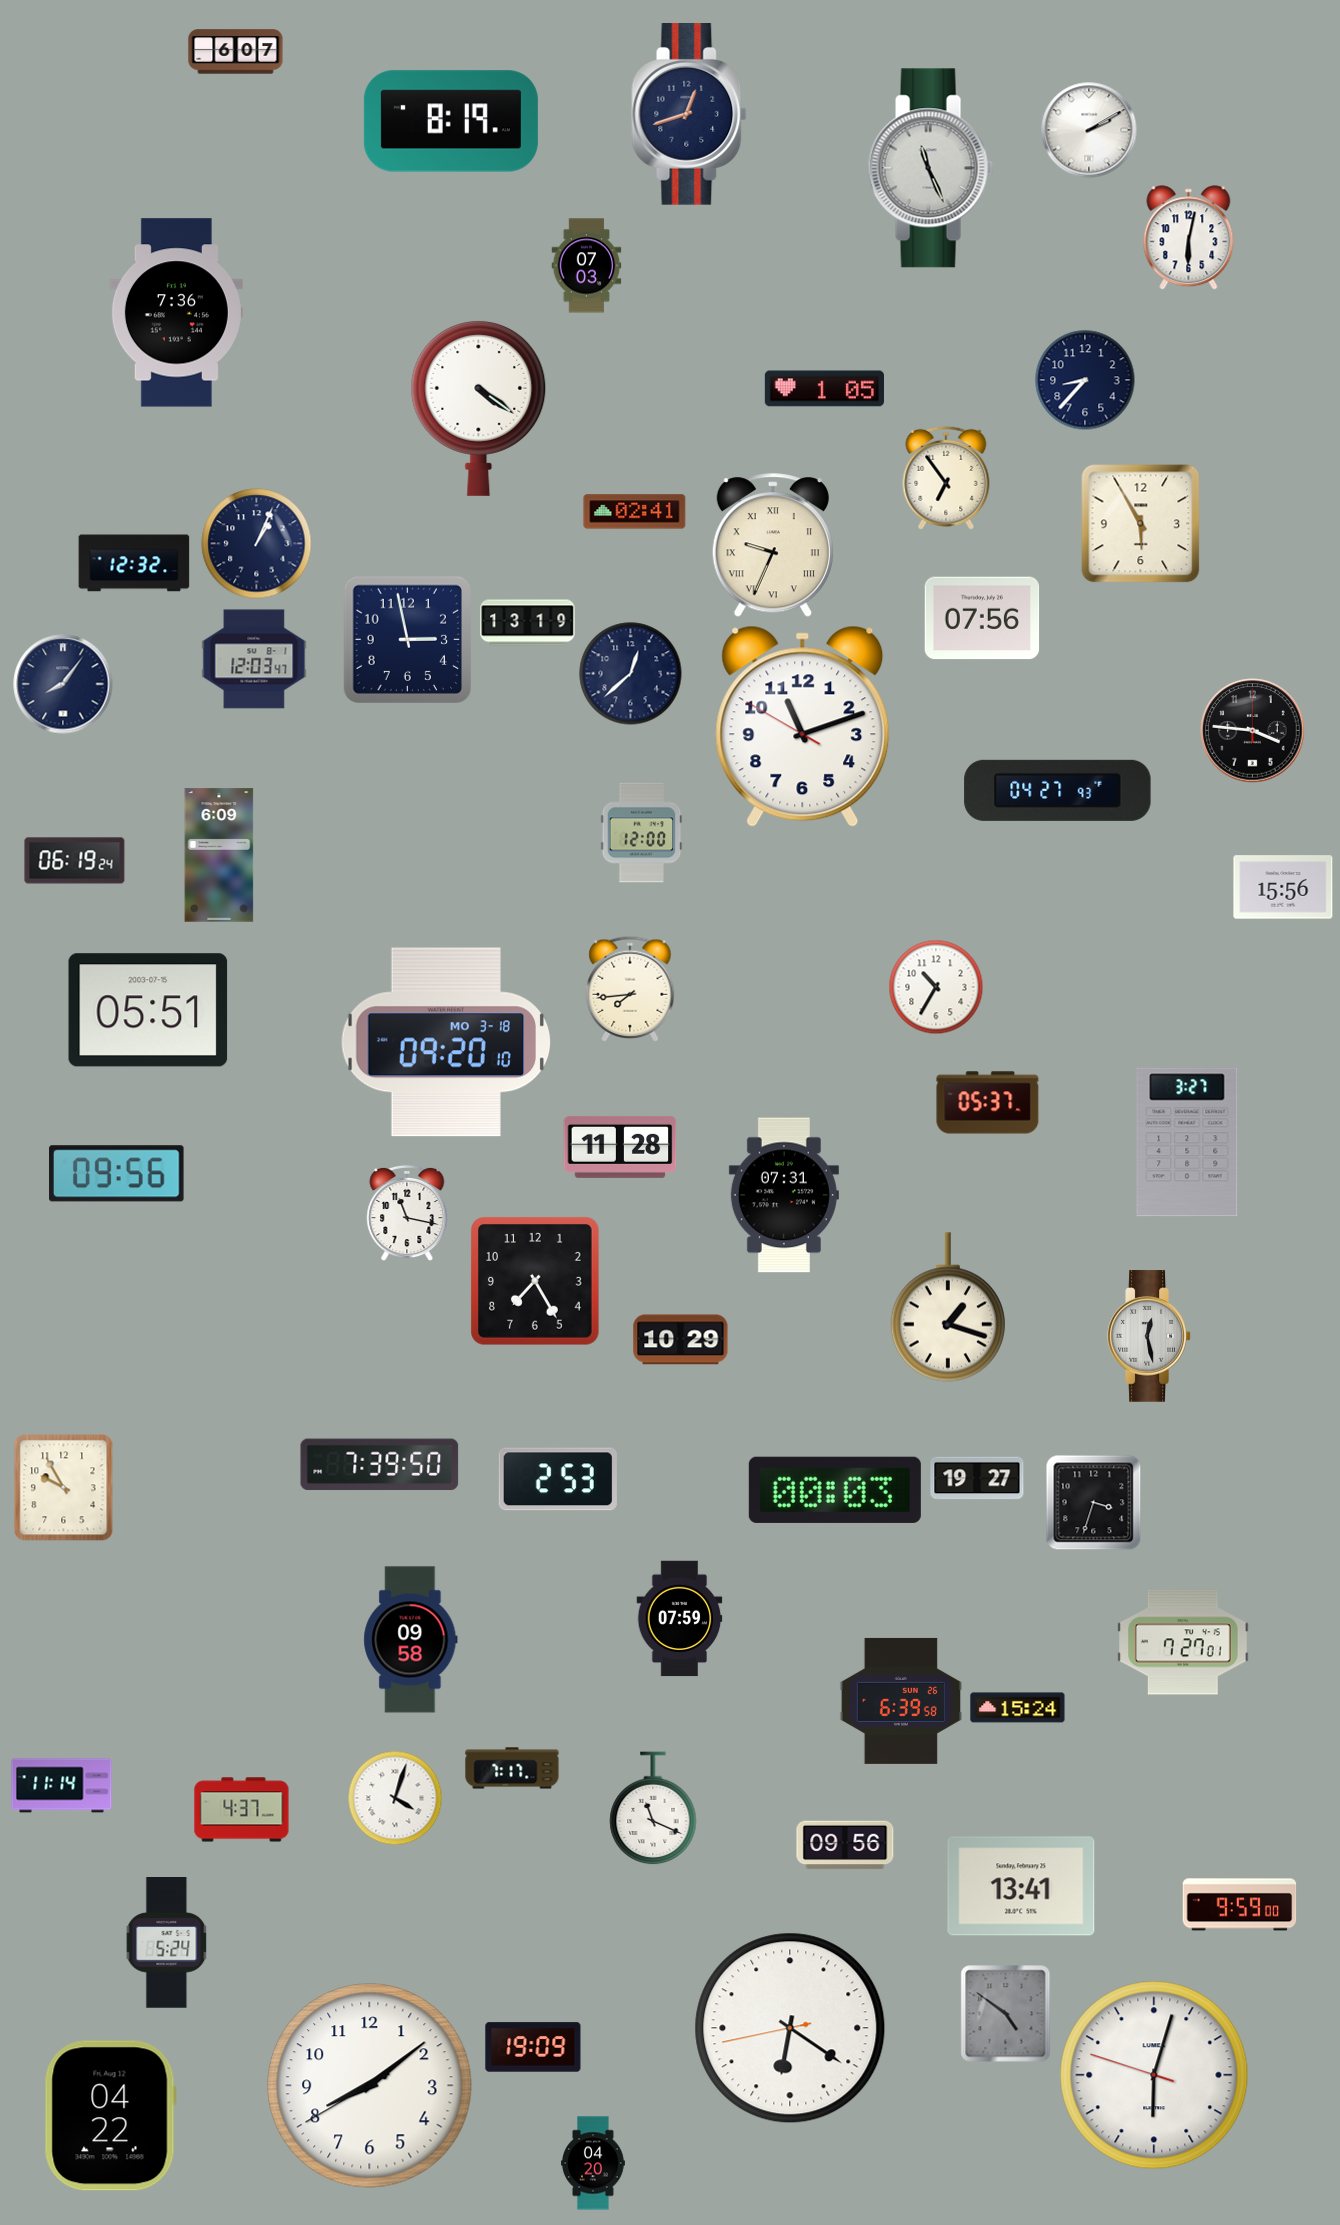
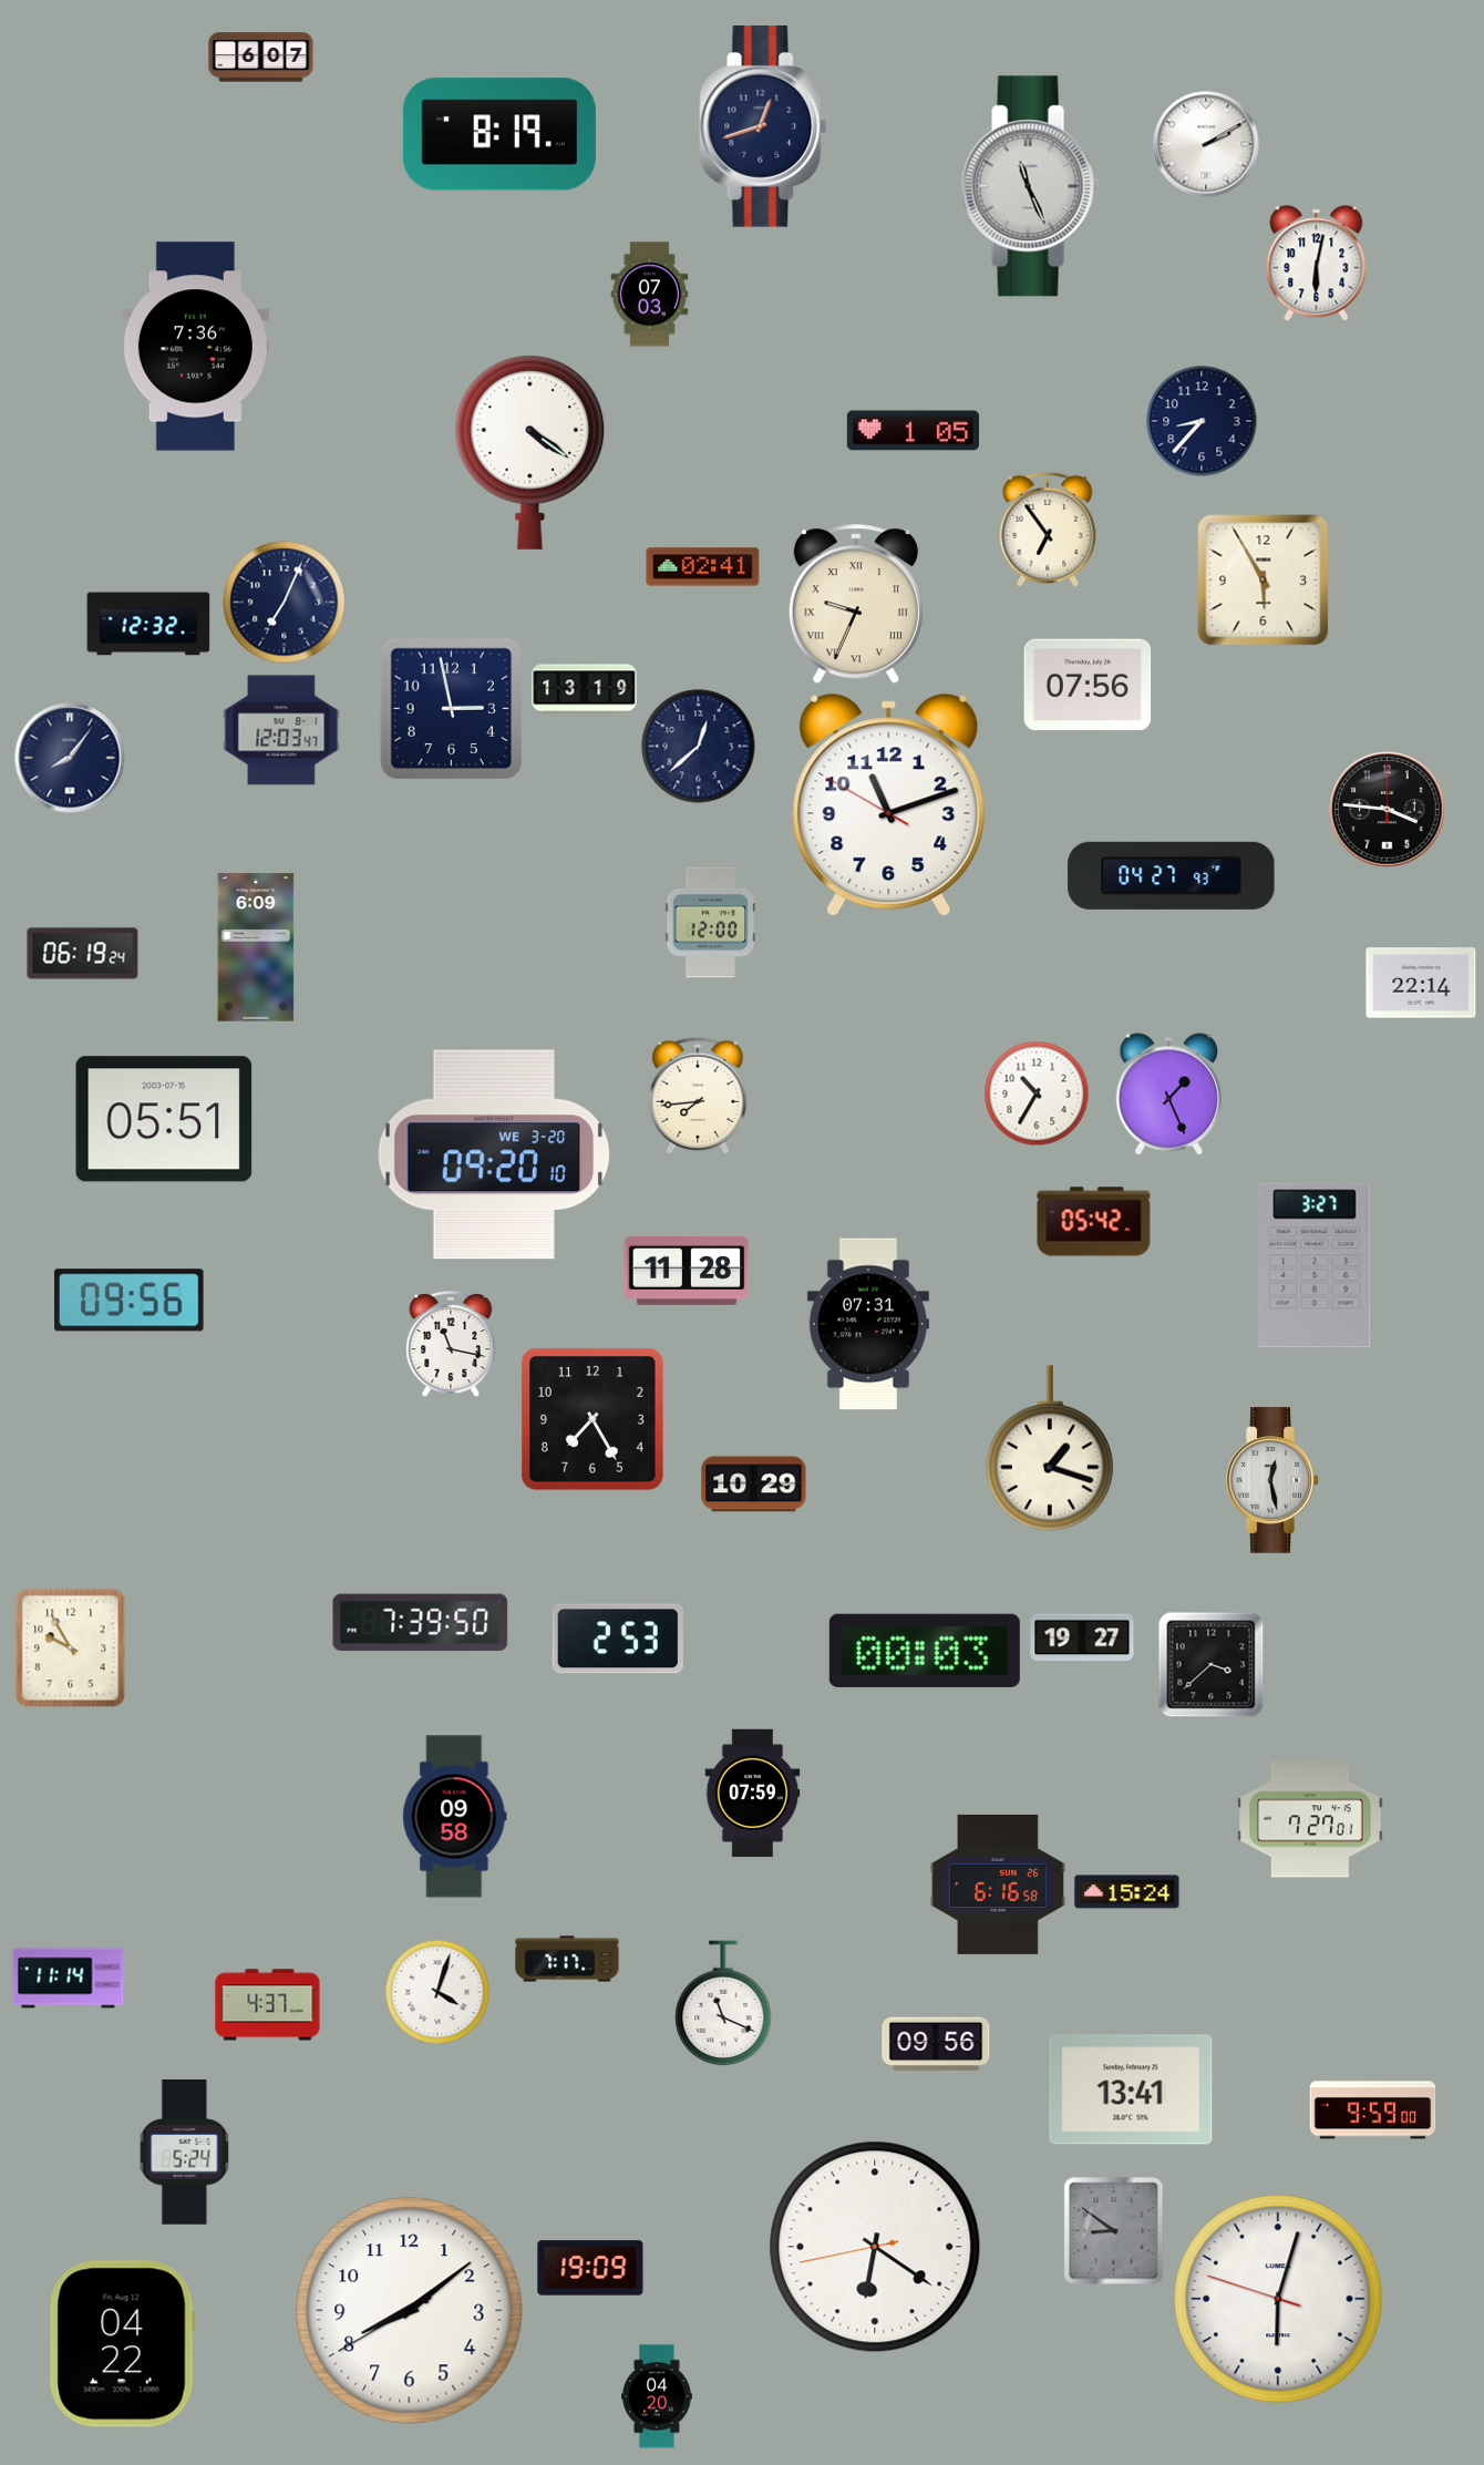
clock at (257, 544): 1:04 -> 7:04
clock at (219, 855) position: (219, 855) -> (256, 947)
clock at (1283, 887): 15:56 -> 22:14
clock at (1169, 1095): none -> 1:26
clock at (446, 1042) date: MO 3-18 -> WE 3-20
clock at (988, 1103): 05:37 -> 05:42
clock at (1093, 1502): 3:33 -> 3:38
clock at (900, 1701): 6:39 -> 6:16
clock at (1006, 2014): 4:51 -> 8:51
